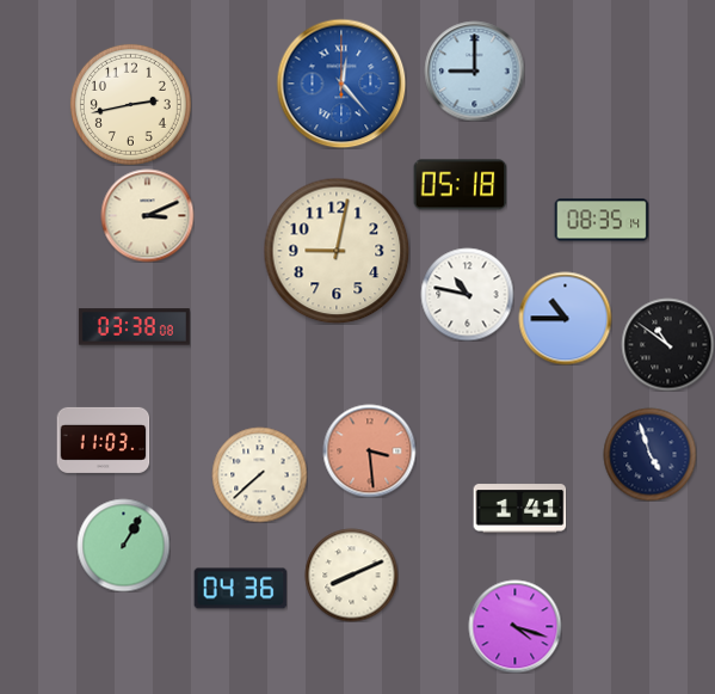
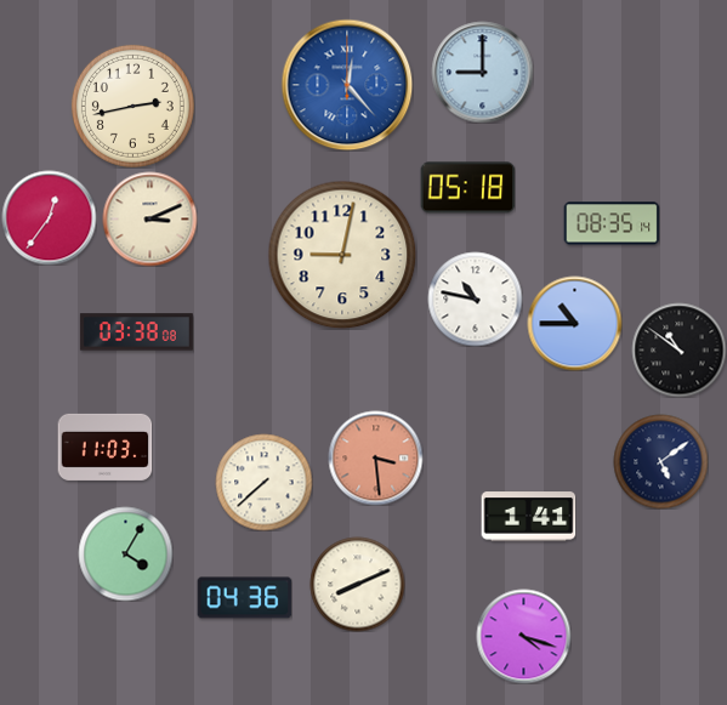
clock at (49, 217): none -> 12:36
clock at (649, 454): 4:57 -> 5:09
clock at (123, 545): 1:05 -> 4:05
